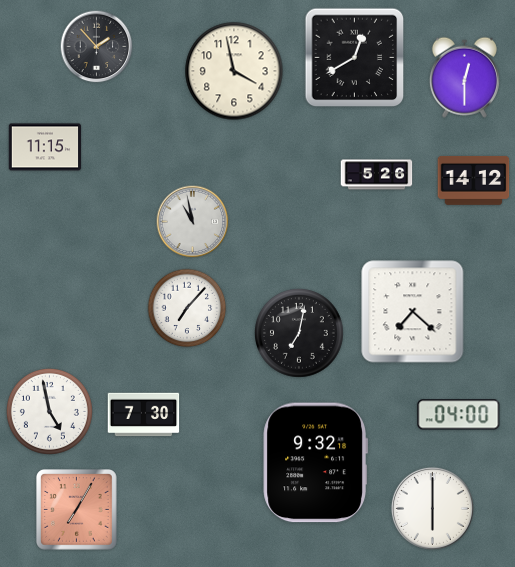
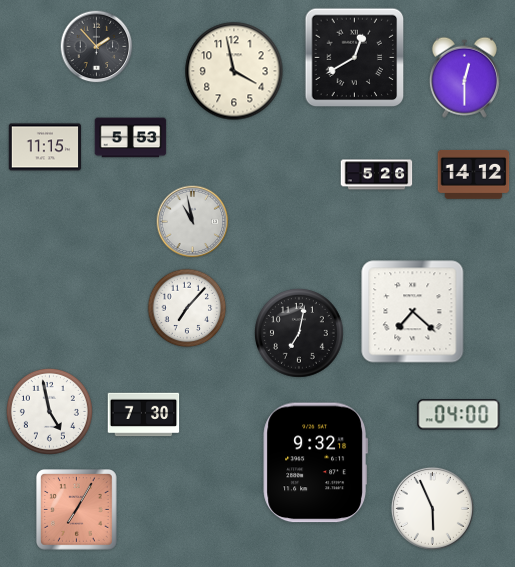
clock at (131, 138): none -> 5:53
clock at (474, 180) position: (474, 180) -> (474, 174)
clock at (432, 508): 6:00 -> 5:56
